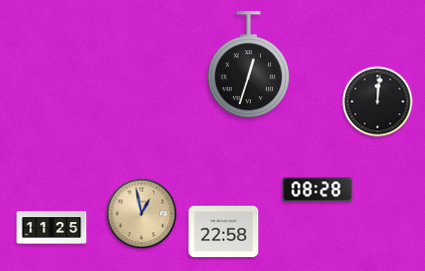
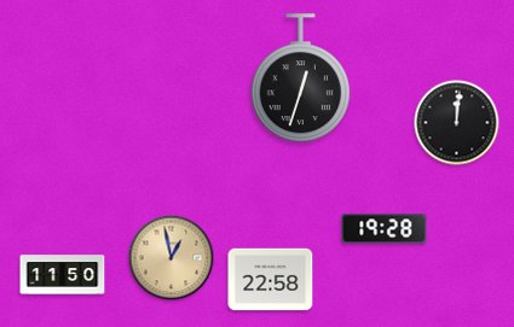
clock at (318, 190): 08:28 -> 19:28
clock at (52, 228): 11:25 -> 11:50
